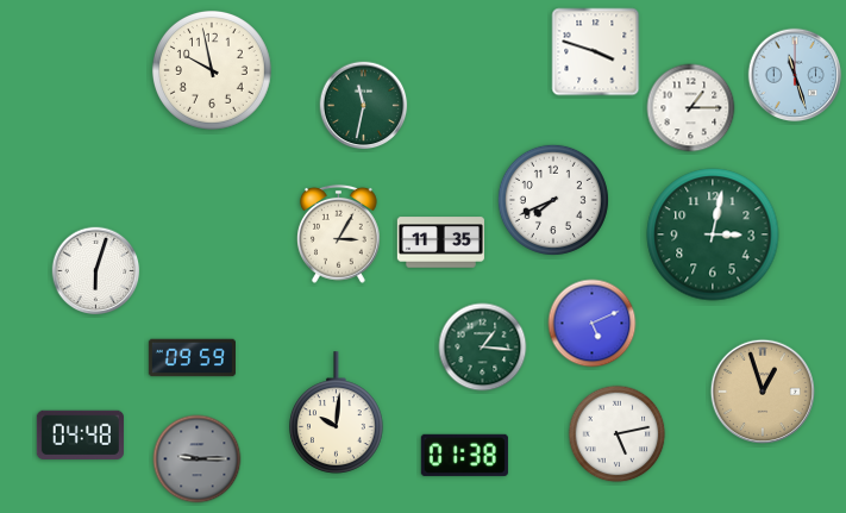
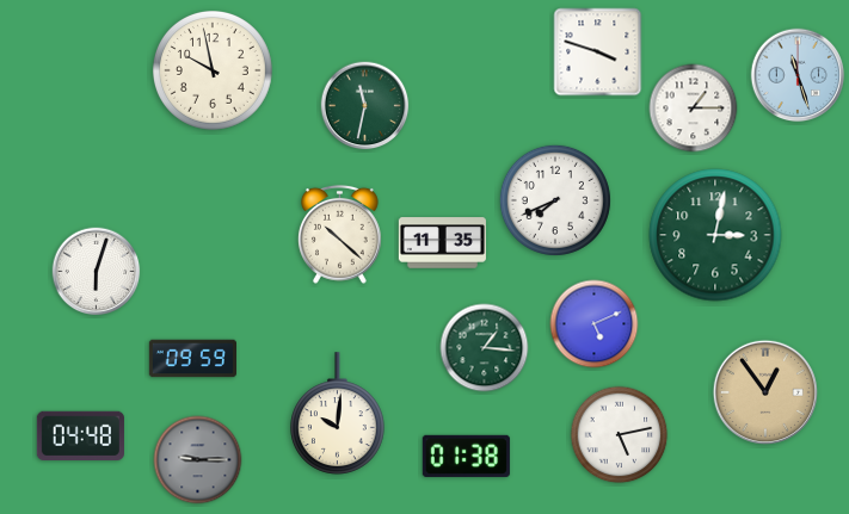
clock at (338, 233): 3:05 -> 10:22
clock at (762, 390): 12:57 -> 12:54
